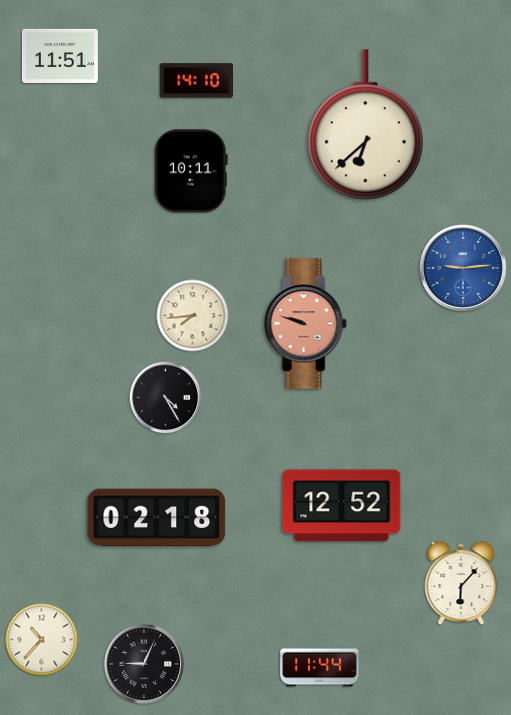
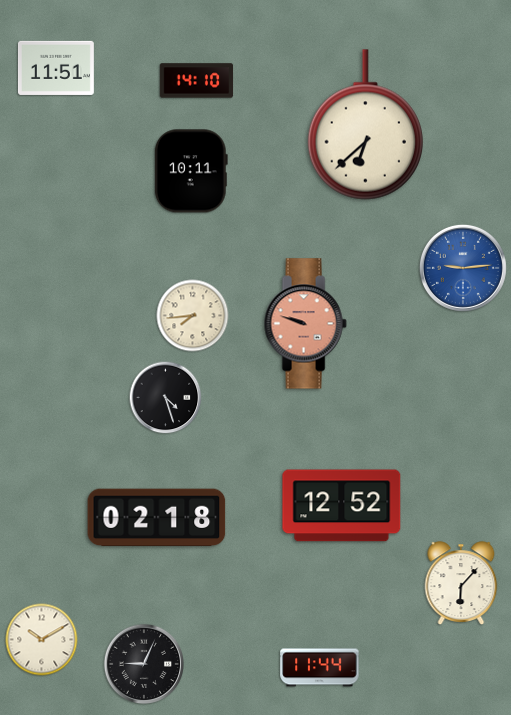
clock at (60, 56) position: (60, 56) -> (56, 68)
clock at (166, 398): 4:25 -> 4:27
clock at (42, 640): 10:37 -> 10:10
